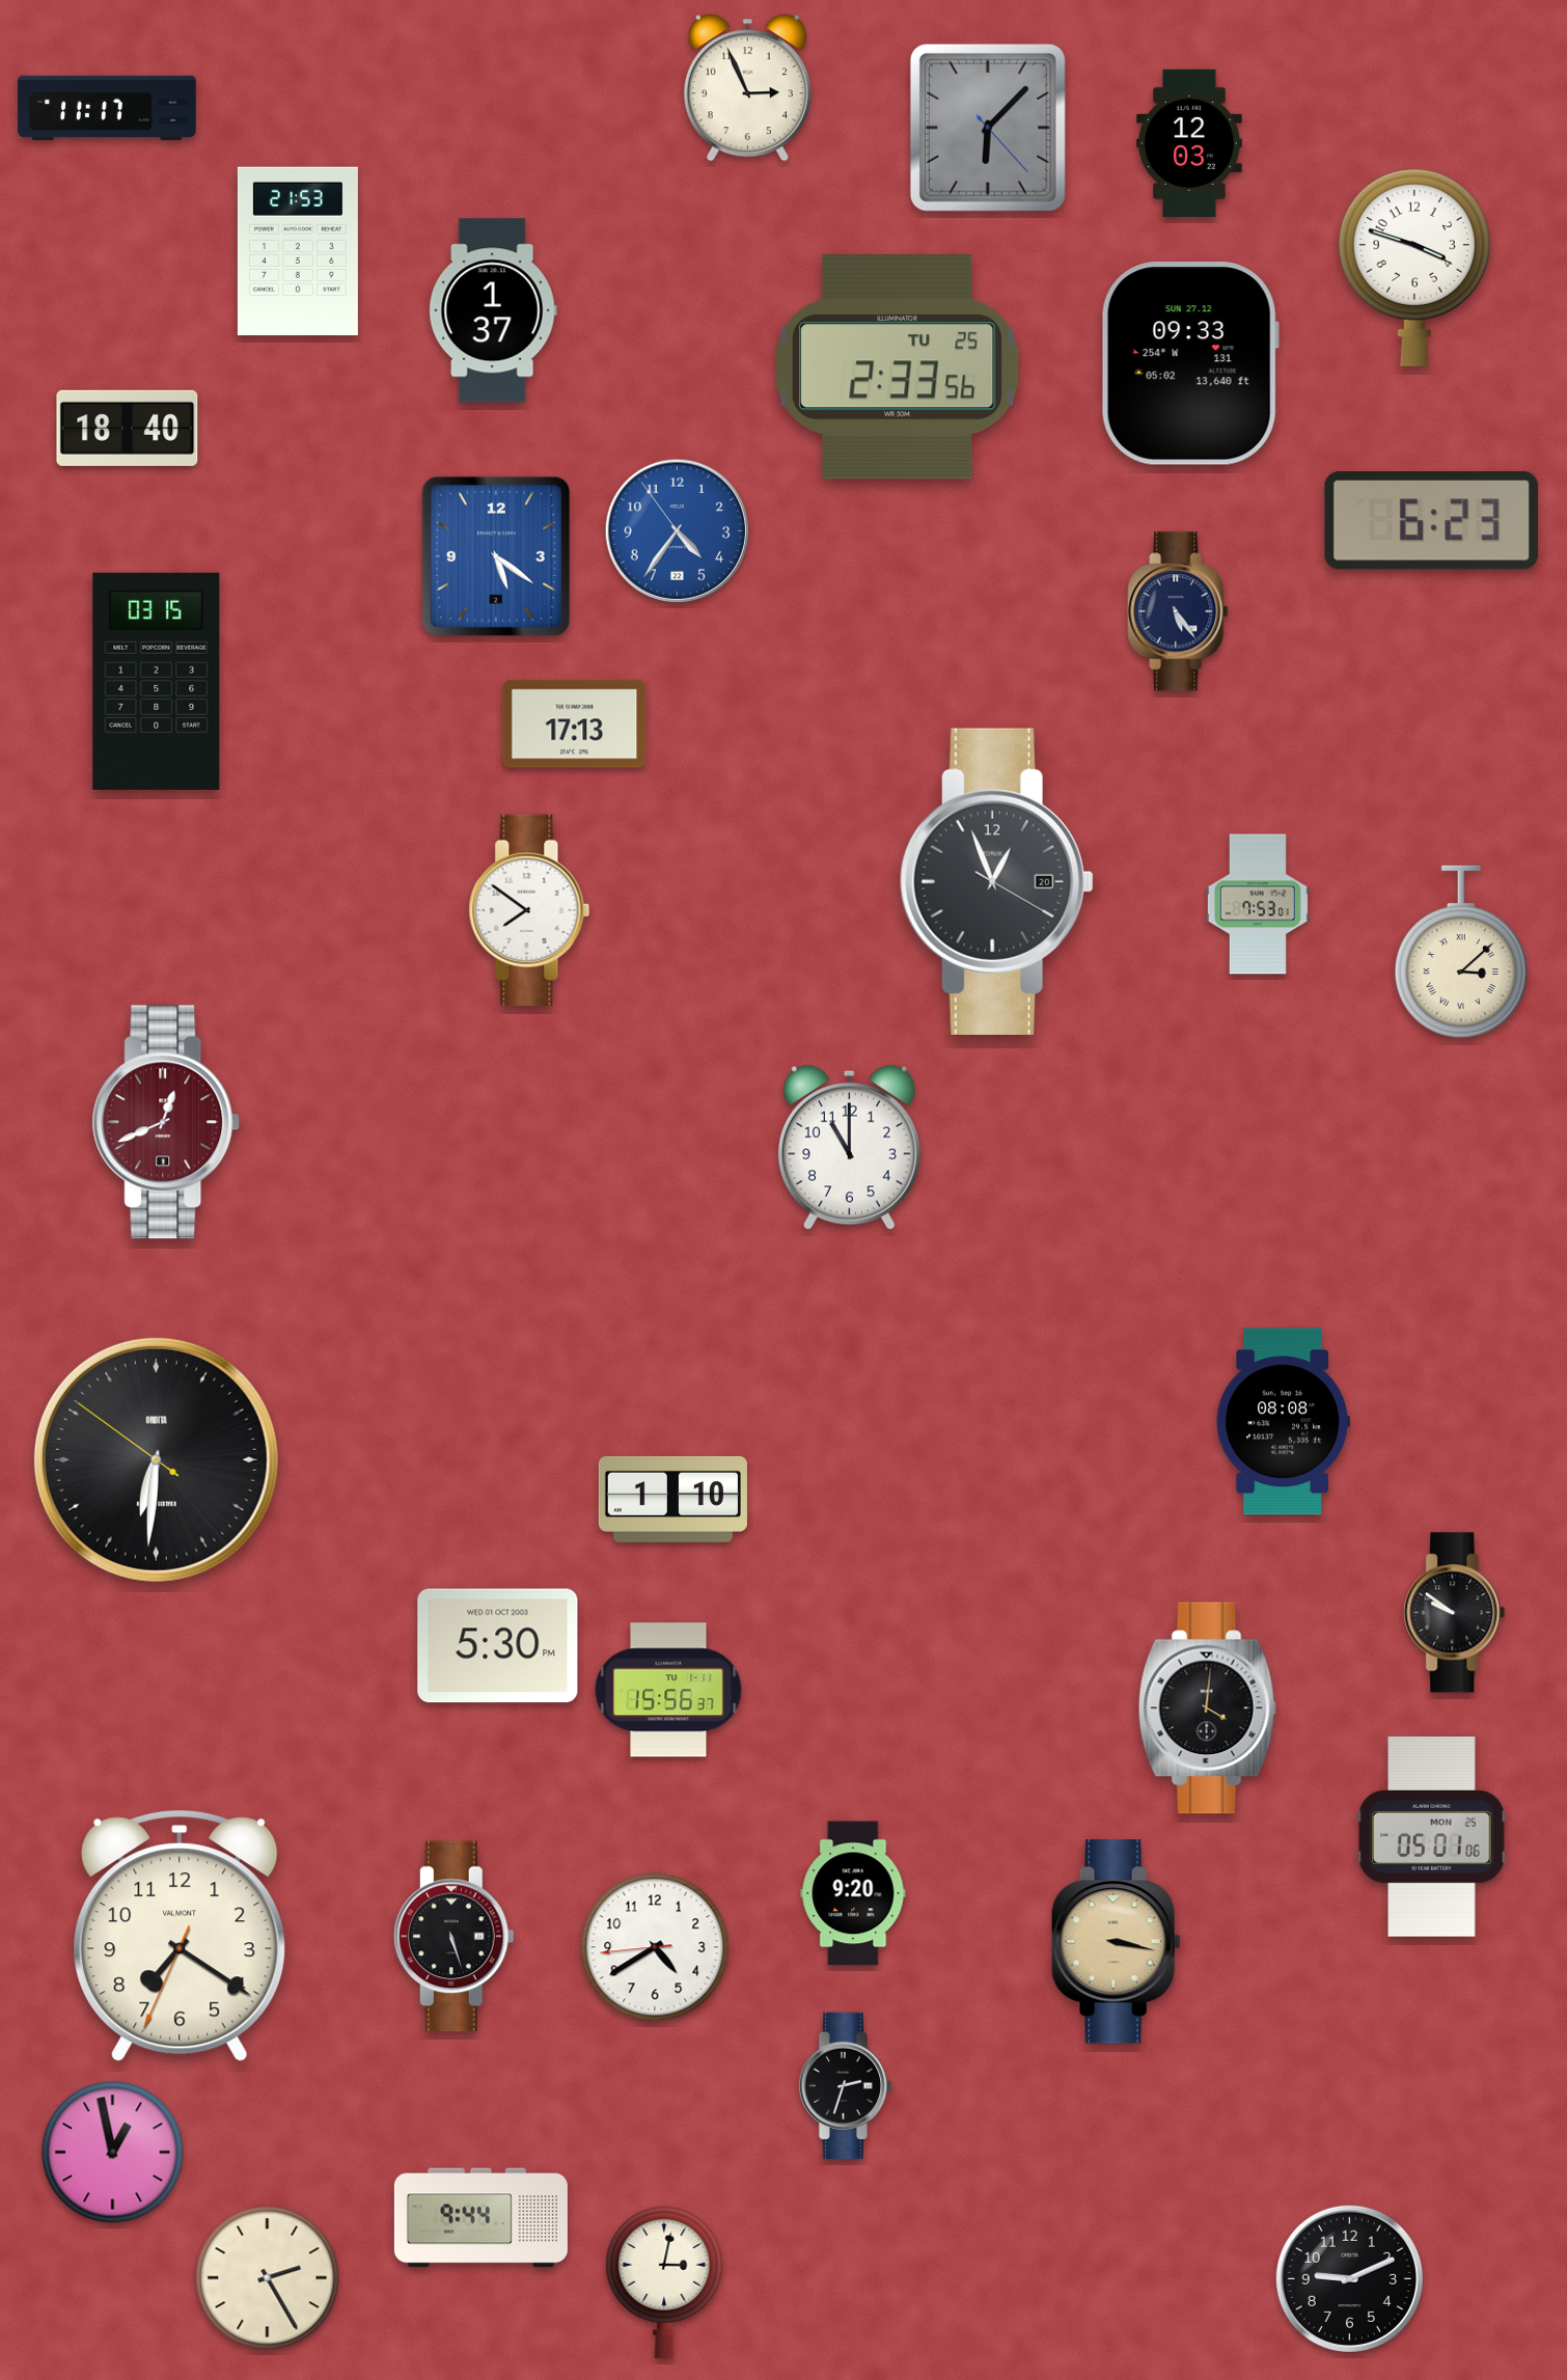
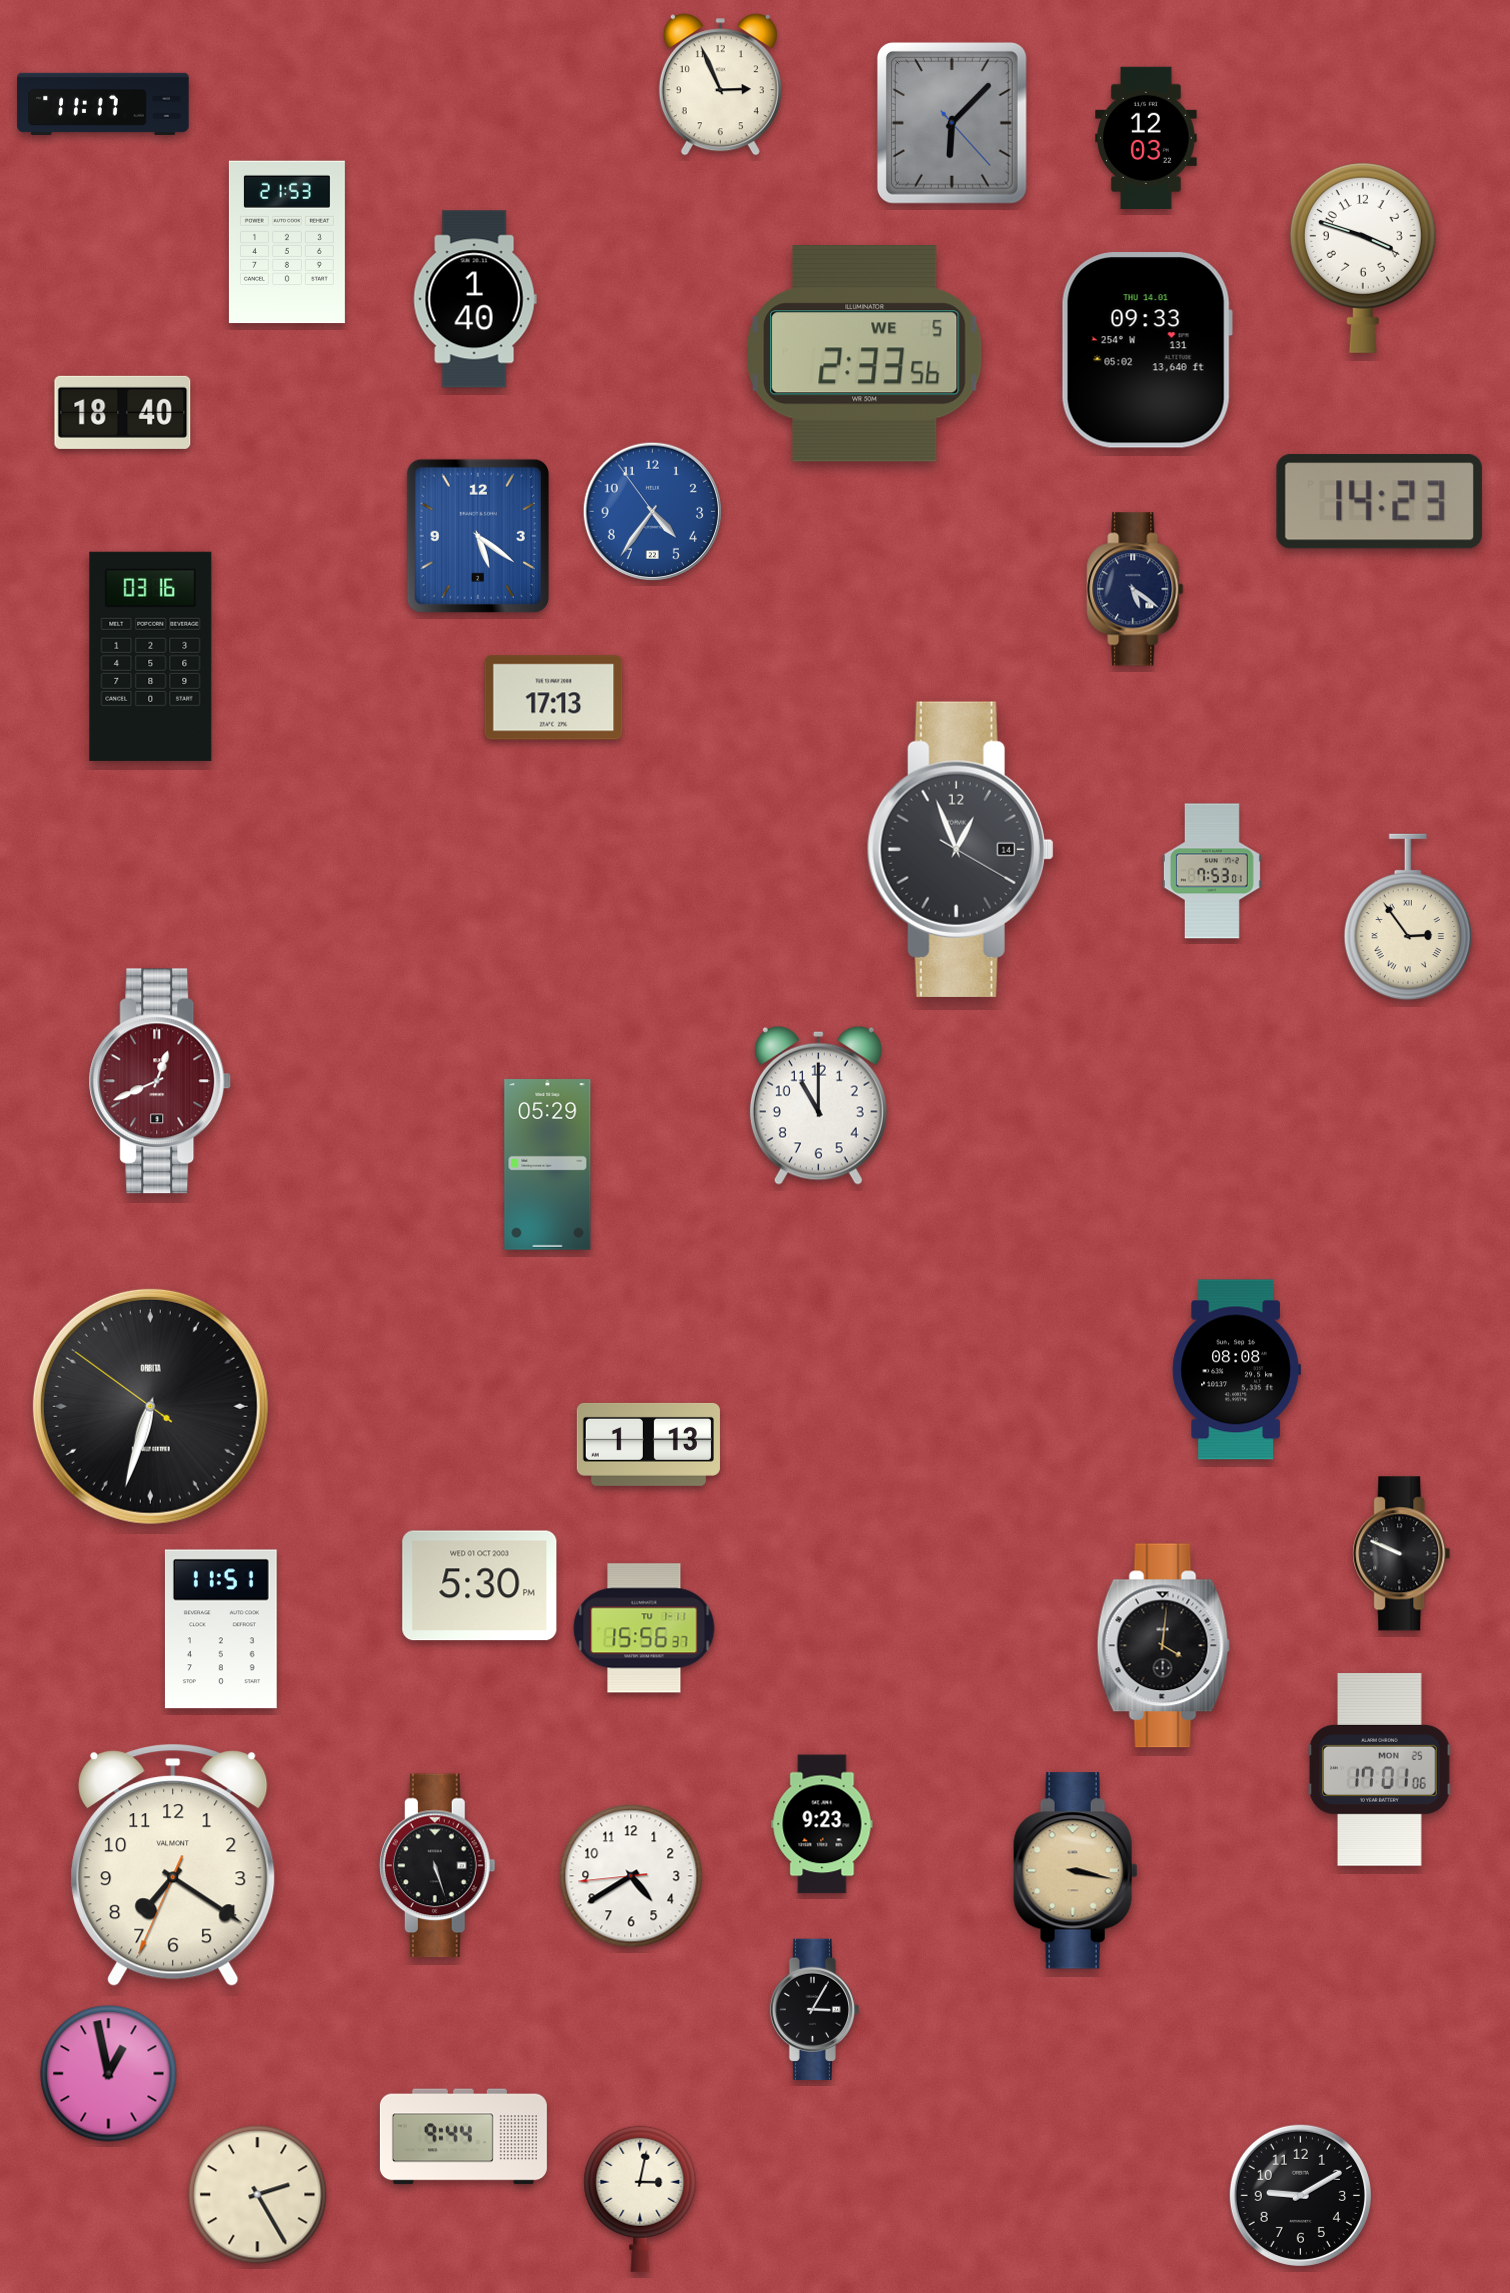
clock at (493, 310): 1:37 -> 1:40
clock at (1190, 363) date: SUN 27.12 -> THU 14.01
clock at (898, 367) date: TU 25 -> WE 5
clock at (1431, 521): 6:23 -> 14:23
clock at (1178, 611): 5:24 -> 5:21
clock at (157, 681): 03:15 -> 03:16
clock at (996, 881) date: 20 -> 14
clock at (529, 910): 7:51 -> none
clock at (1461, 952): 3:08 -> 2:54
clock at (548, 1165): none -> 05:29
clock at (156, 1459): 6:30 -> 6:32
clock at (672, 1499): 1:10 -> 1:13
clock at (1455, 1613): 9:51 -> 9:49
clock at (221, 1629): none -> 11:51
clock at (1432, 1837): 05:01 -> 17:01
clock at (853, 1893): 9:20 -> 9:23
clock at (846, 2085): 2:33 -> 3:05
clock at (1349, 2278): 9:11 -> 9:10
